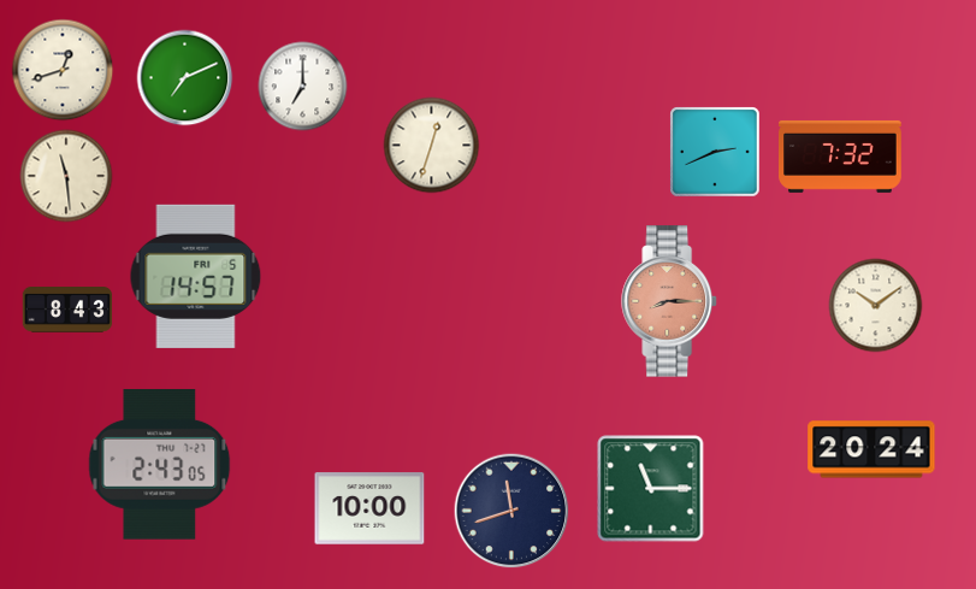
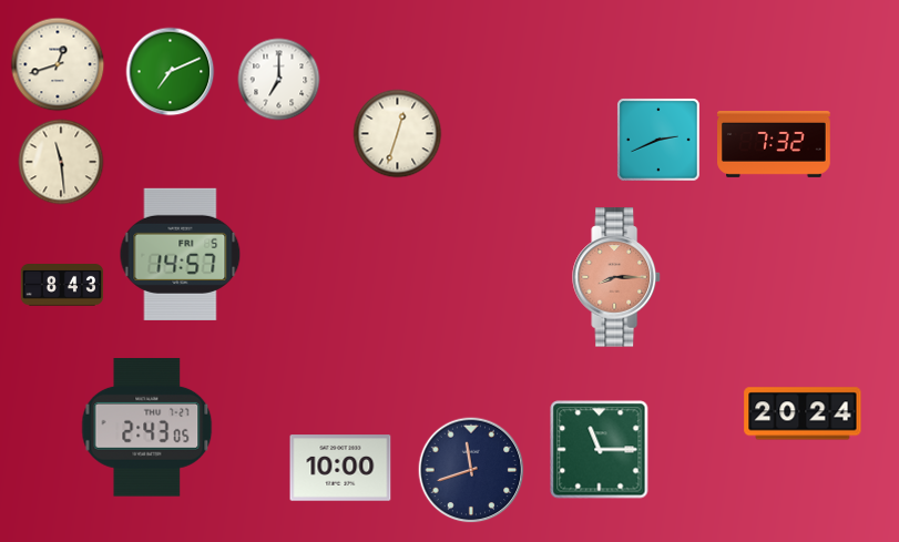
clock at (876, 306): 10:09 -> none
